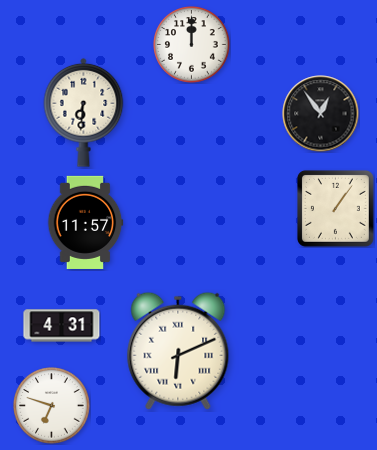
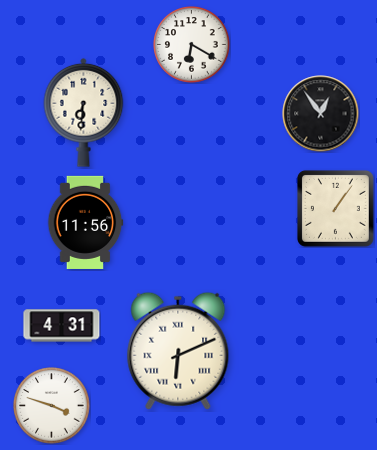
clock at (192, 45): 12:00 -> 6:20
clock at (85, 222): 11:57 -> 11:56
clock at (52, 406): 6:48 -> 3:48
